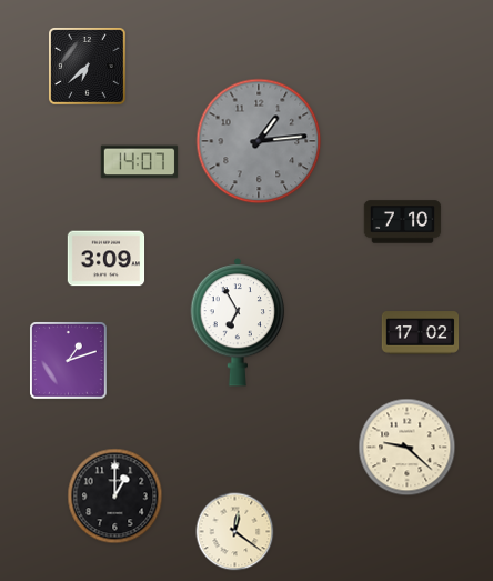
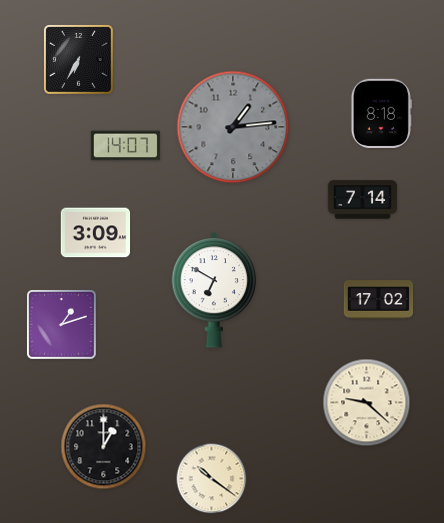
clock at (88, 67): 6:38 -> 6:35
clock at (381, 113): none -> 8:18
clock at (403, 222): 7:10 -> 7:14
clock at (238, 323): 6:55 -> 6:50
clock at (235, 532): 12:21 -> 10:21
